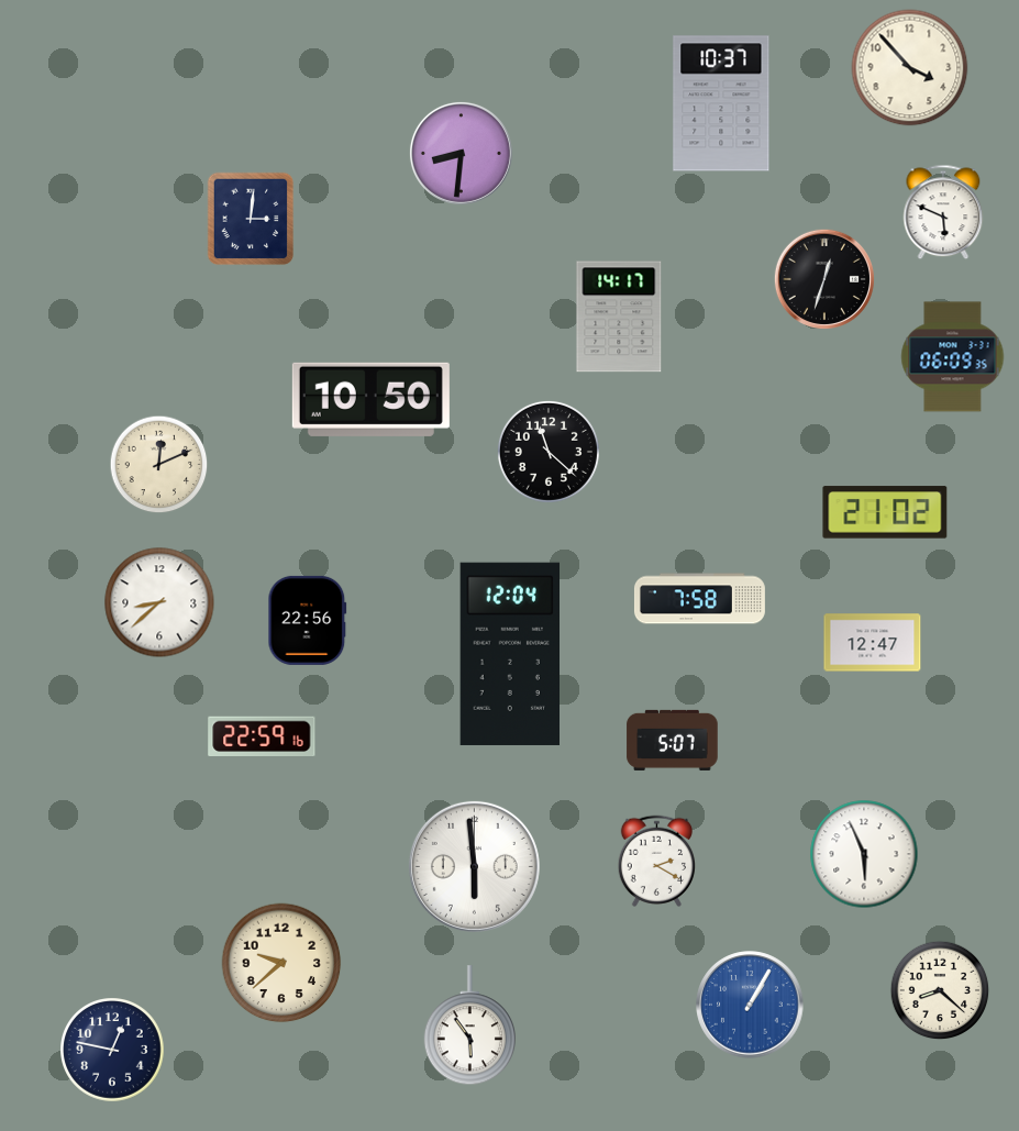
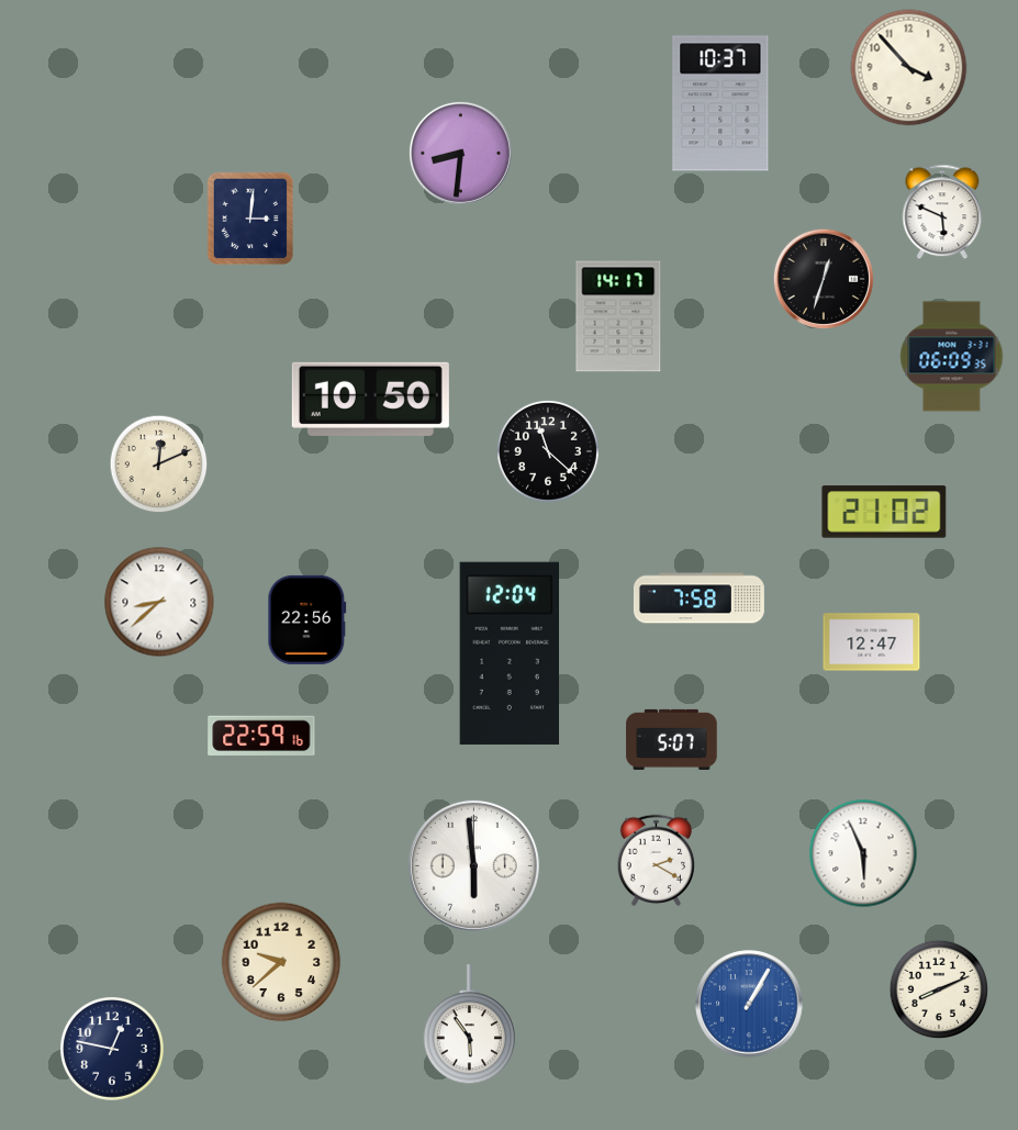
clock at (940, 990): 8:22 -> 8:11
